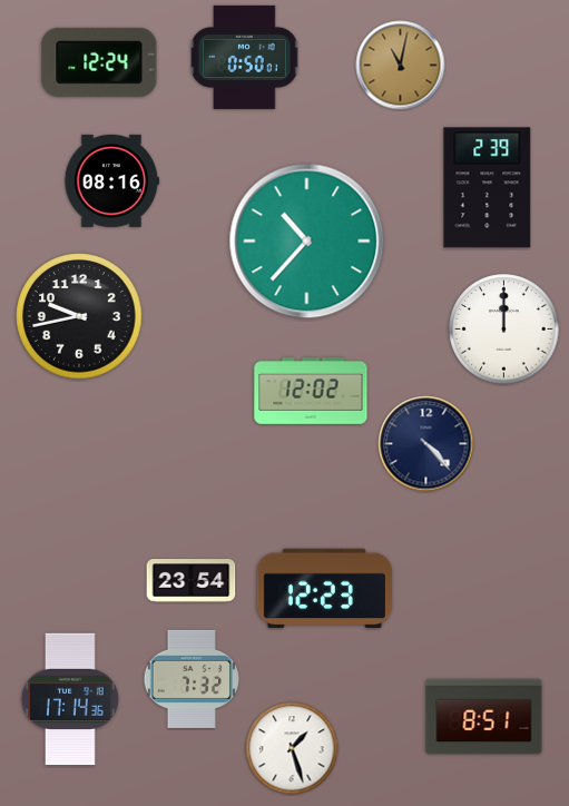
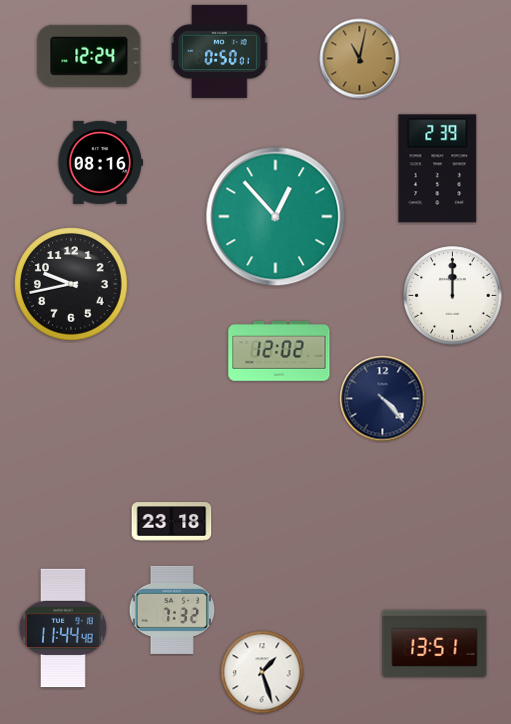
clock at (307, 242): 10:37 -> 12:53
clock at (192, 581): 23:54 -> 23:18
clock at (324, 589): 12:23 -> none
clock at (70, 699): 17:14 -> 11:44
clock at (484, 717): 8:51 -> 13:51
